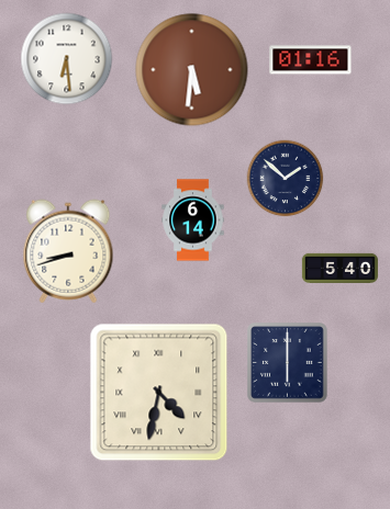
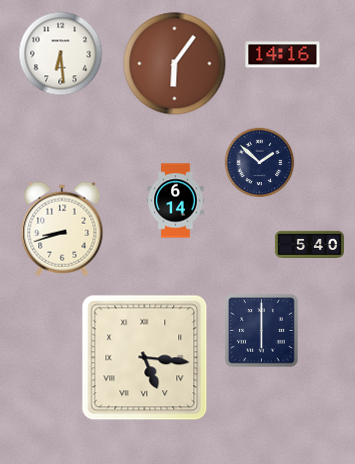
clock at (311, 60): 01:16 -> 14:16
clock at (192, 70): 5:31 -> 6:06
clock at (159, 393): 4:32 -> 5:16
